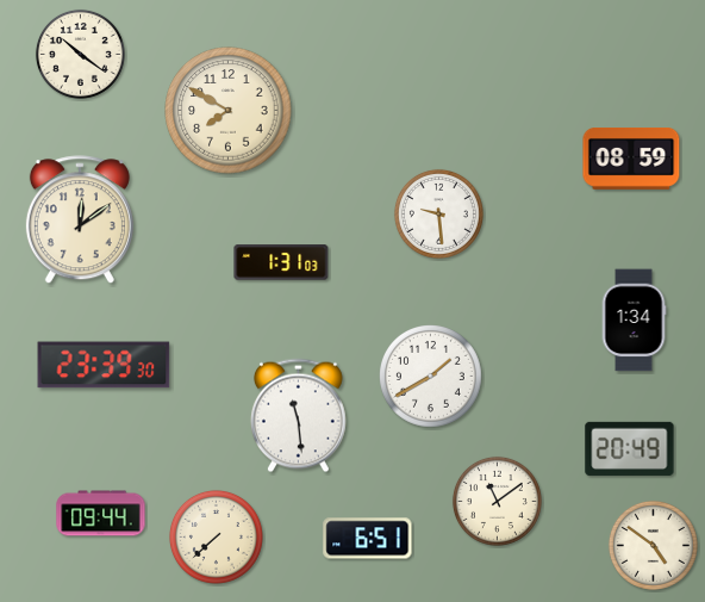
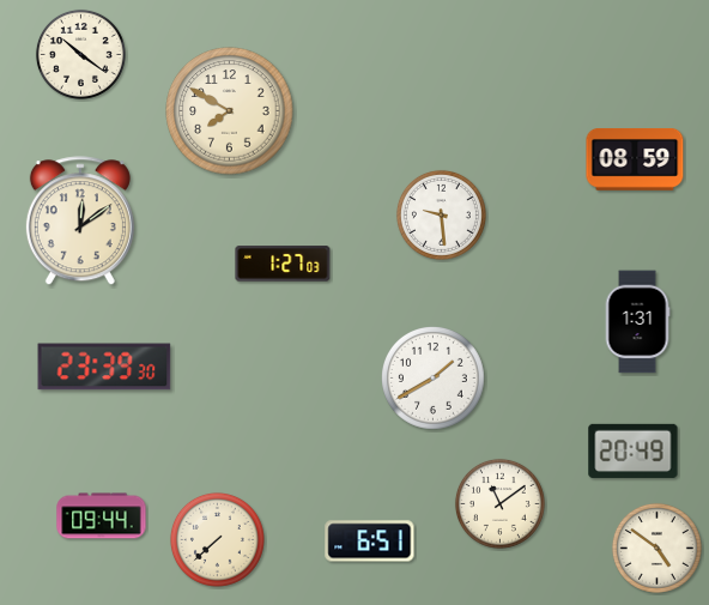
clock at (281, 262): 1:31 -> 1:27
clock at (634, 321): 1:34 -> 1:31
clock at (298, 416): 11:29 -> none
